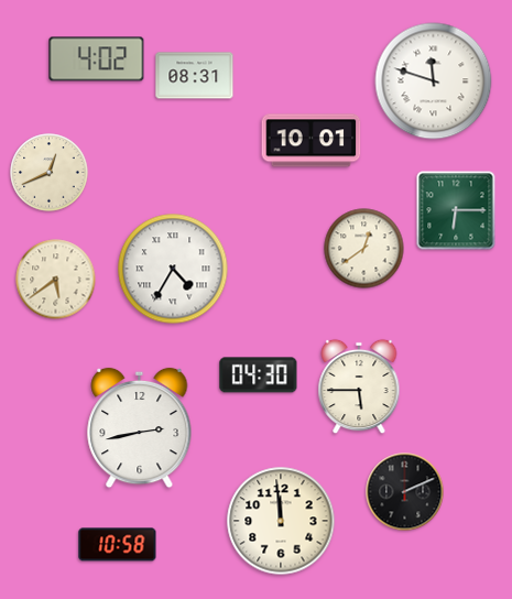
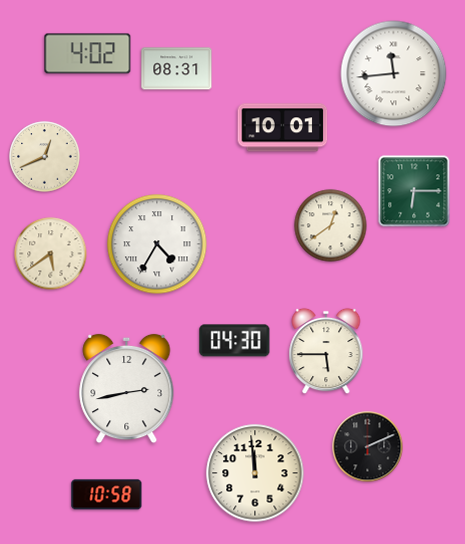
clock at (434, 81): 11:48 -> 11:44
